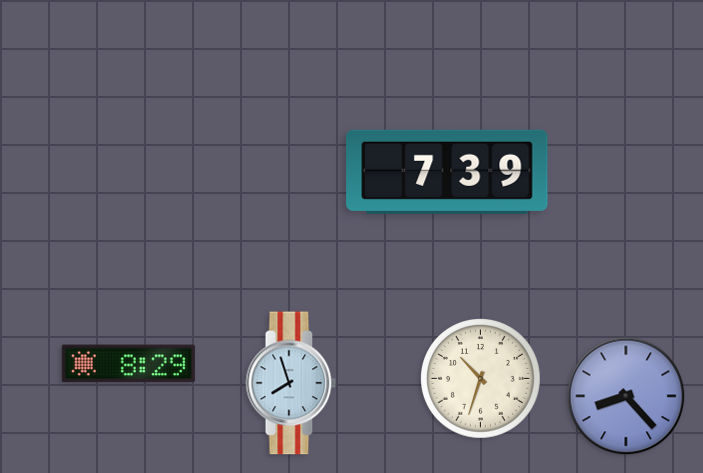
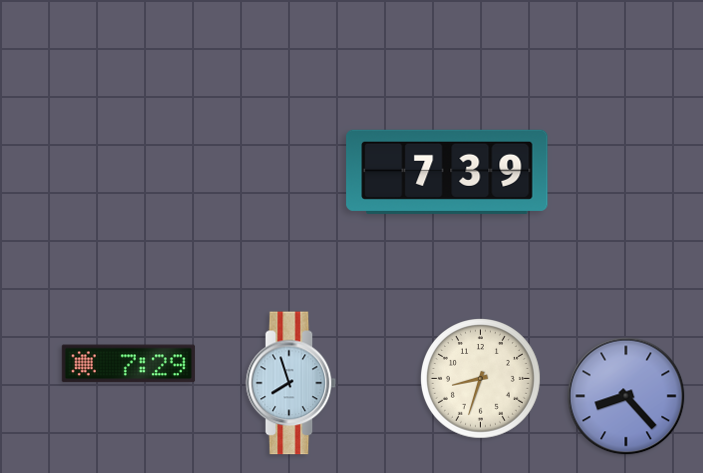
clock at (128, 364): 8:29 -> 7:29
clock at (481, 379): 10:33 -> 8:33
